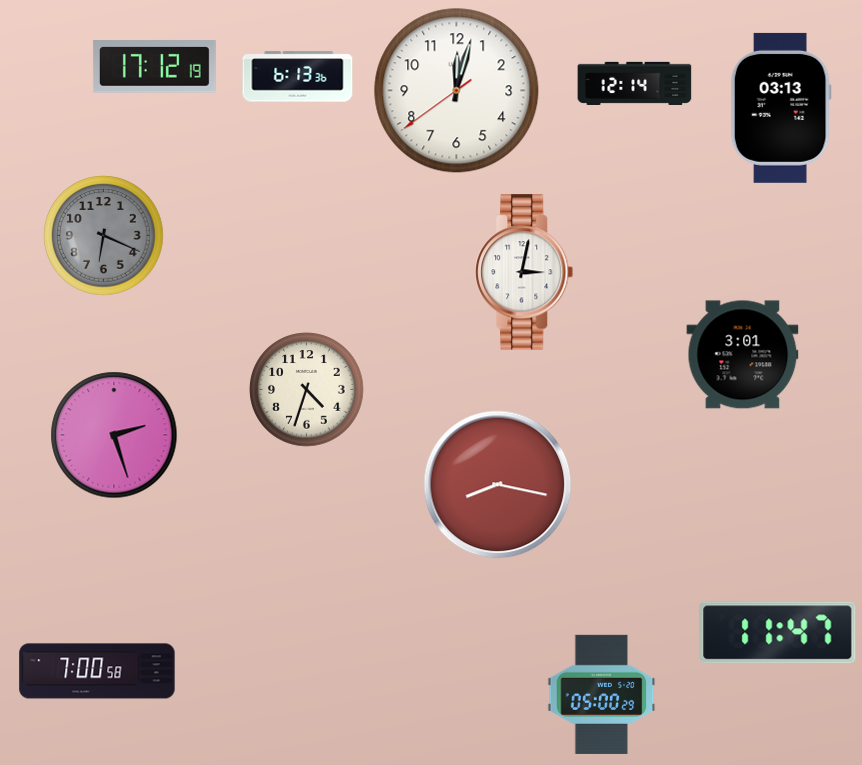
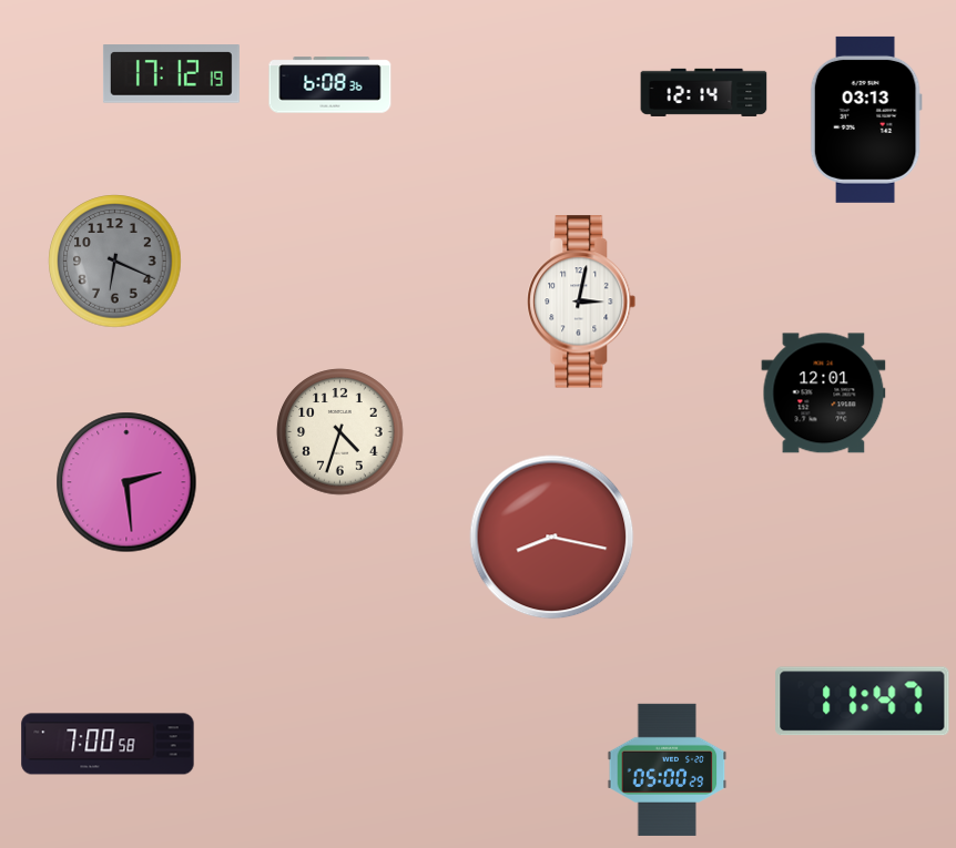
clock at (298, 77): 6:13 -> 6:08
clock at (457, 91): 12:02 -> none
clock at (743, 355): 3:01 -> 12:01
clock at (114, 435): 2:27 -> 2:29
